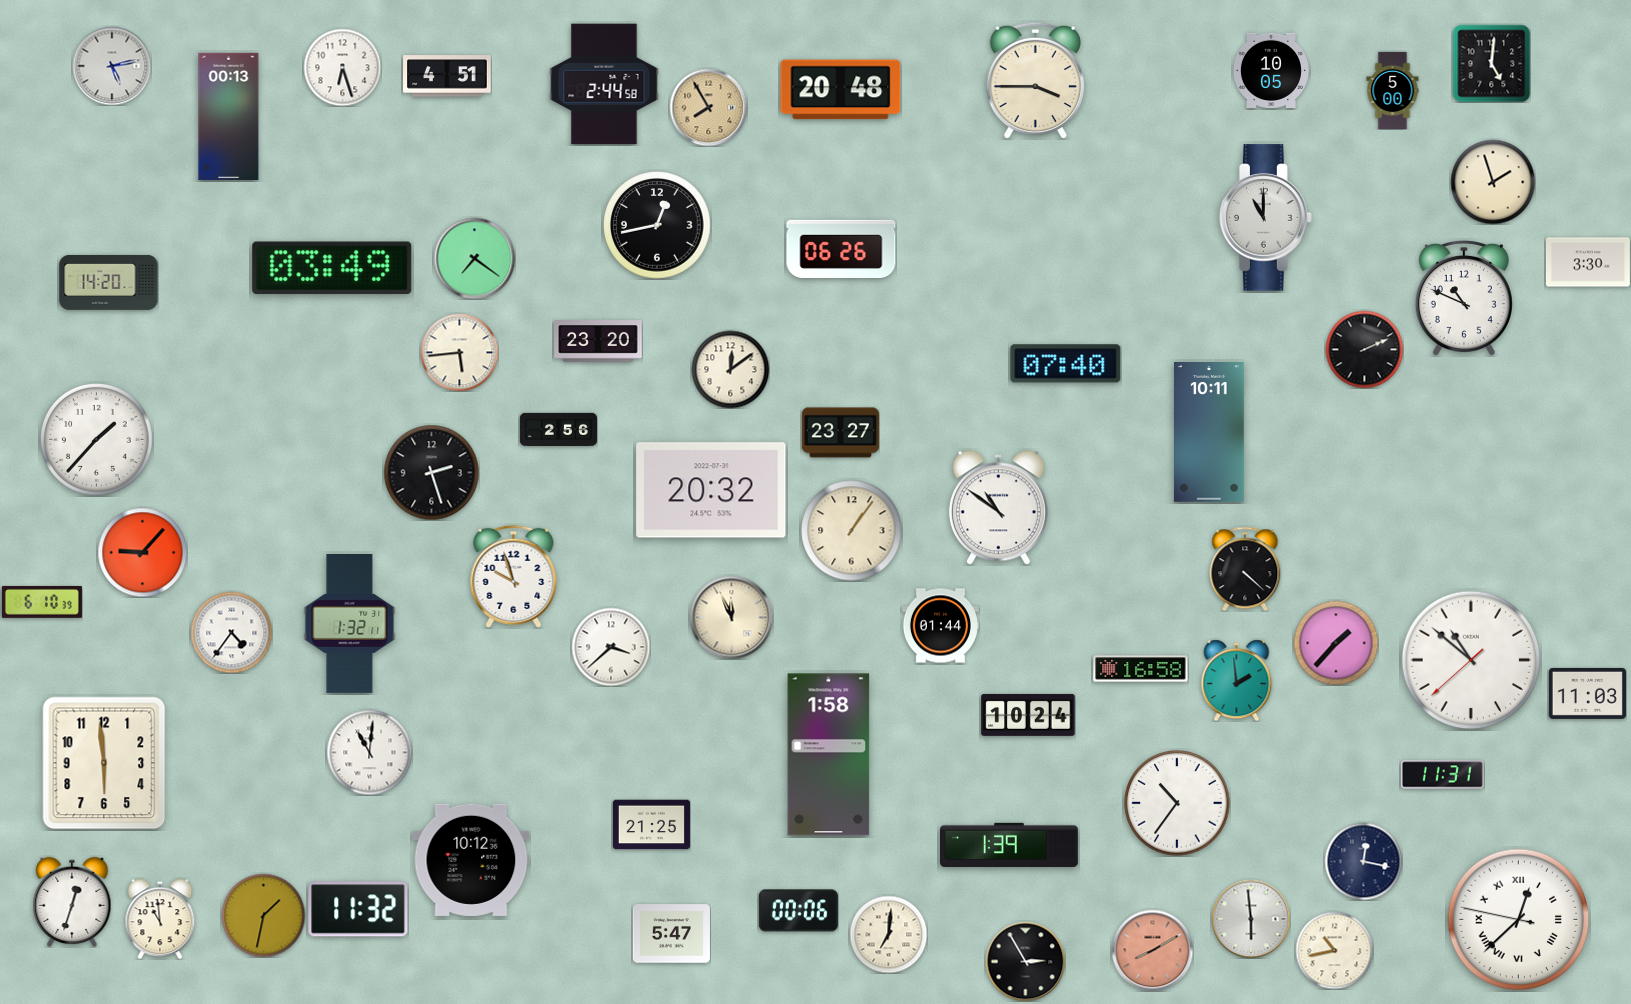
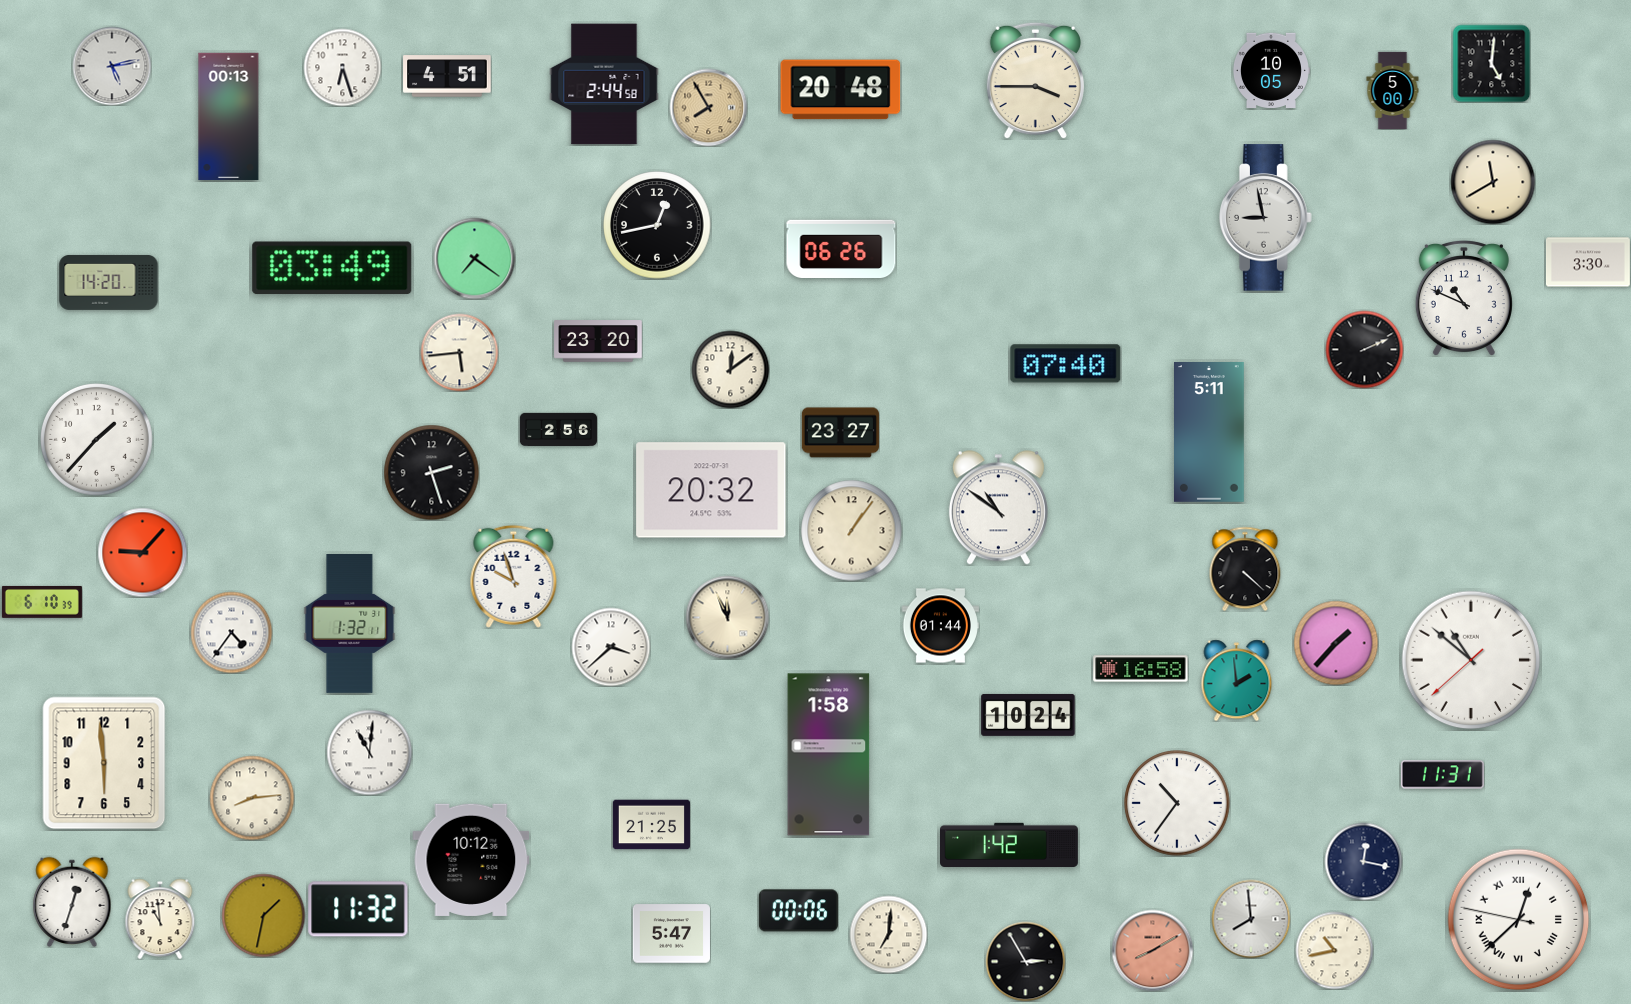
clock at (1493, 182): 1:57 -> 11:40
clock at (1266, 218): 11:00 -> 8:58
clock at (1210, 433): 10:11 -> 5:11
clock at (731, 617) position: (731, 617) -> (727, 617)
clock at (1587, 693): 11:03 -> none
clock at (252, 798): none -> 8:14
clock at (1010, 844): 1:39 -> 1:42
clock at (1251, 919): 5:59 -> 7:59
